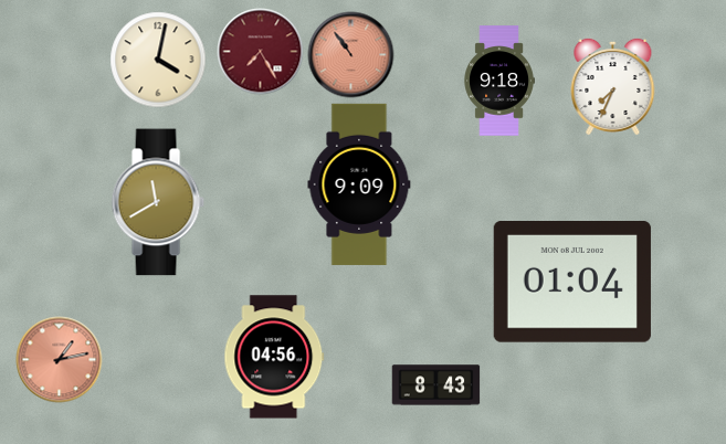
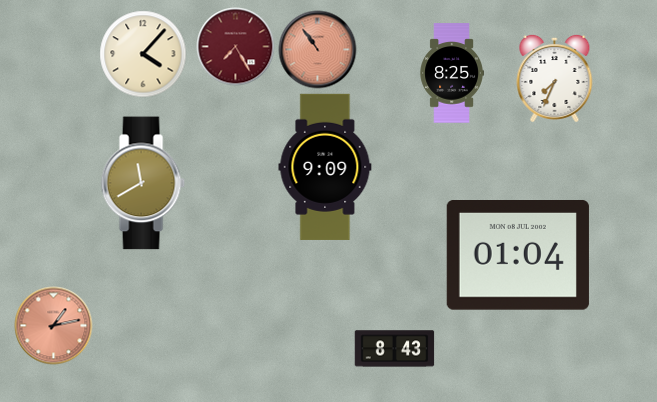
clock at (158, 60): 4:02 -> 4:07
clock at (499, 81): 9:18 -> 8:25
clock at (274, 357): 04:56 -> none
